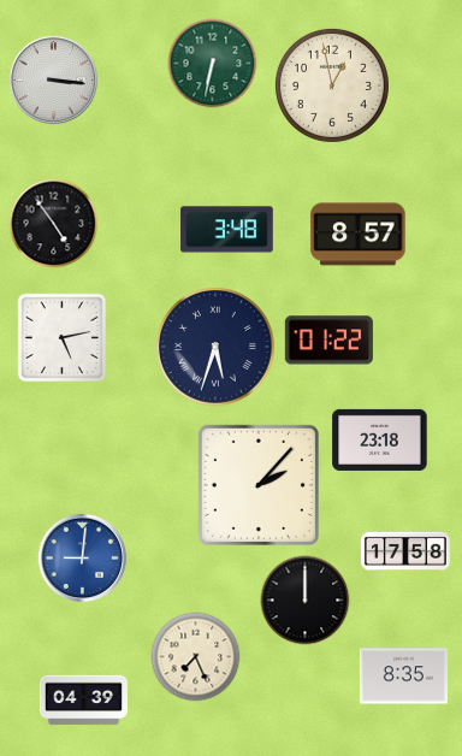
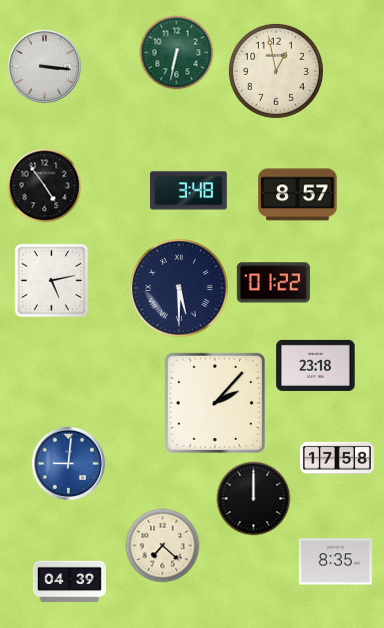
clock at (217, 348): 5:33 -> 5:30
clock at (196, 657): 7:26 -> 7:22
